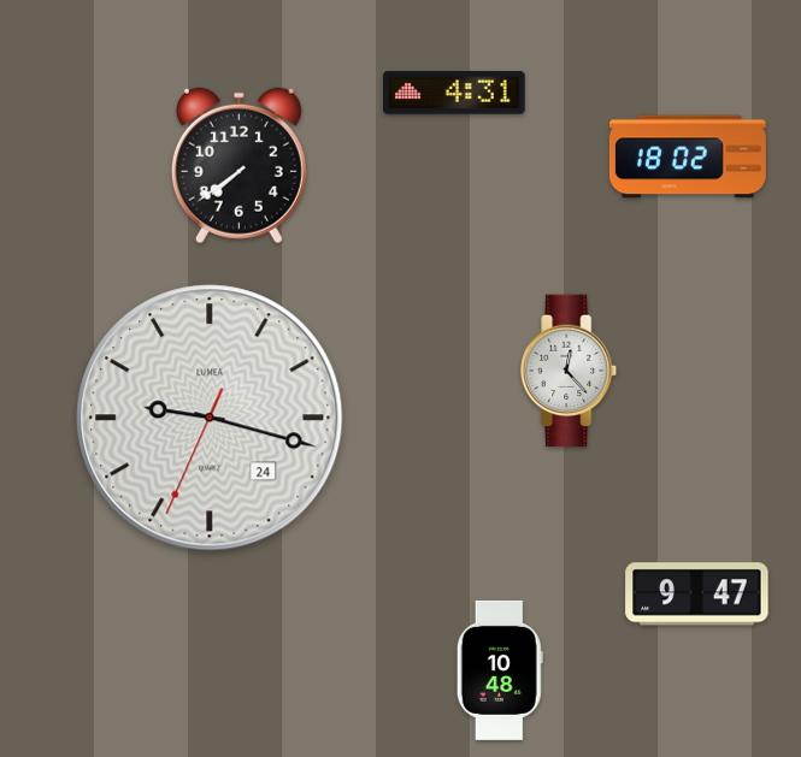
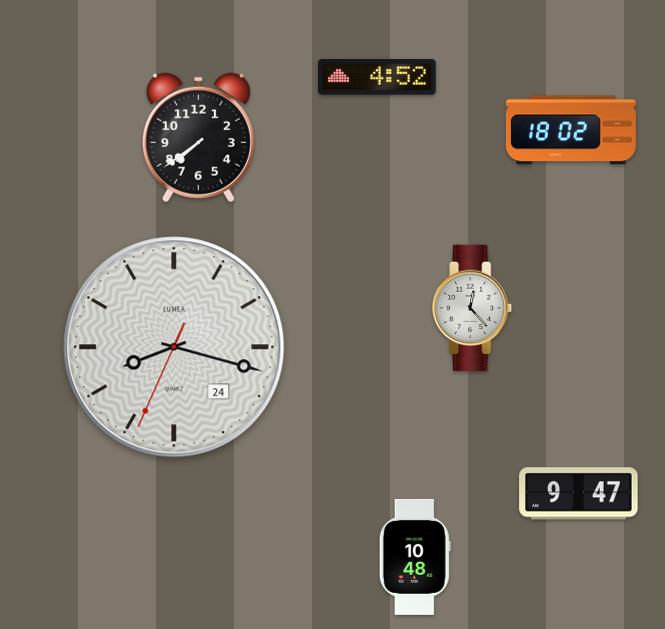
clock at (454, 93): 4:31 -> 4:52
clock at (210, 418): 9:17 -> 8:17
